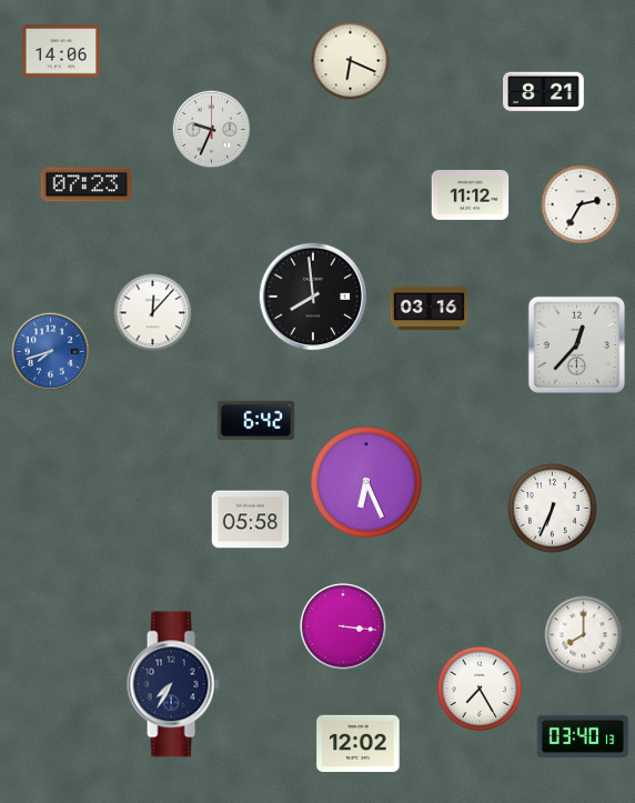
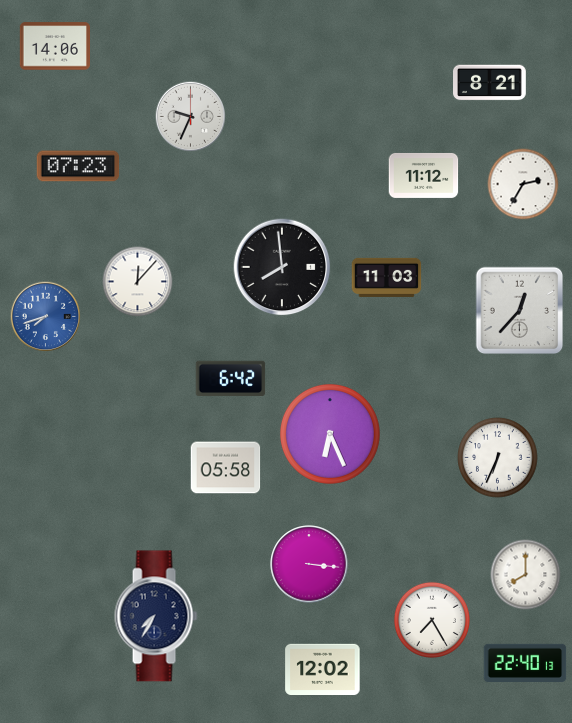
clock at (351, 61): 6:19 -> none
clock at (430, 308): 03:16 -> 11:03
clock at (584, 635) position: (584, 635) -> (526, 575)
clock at (583, 735): 03:40 -> 22:40
